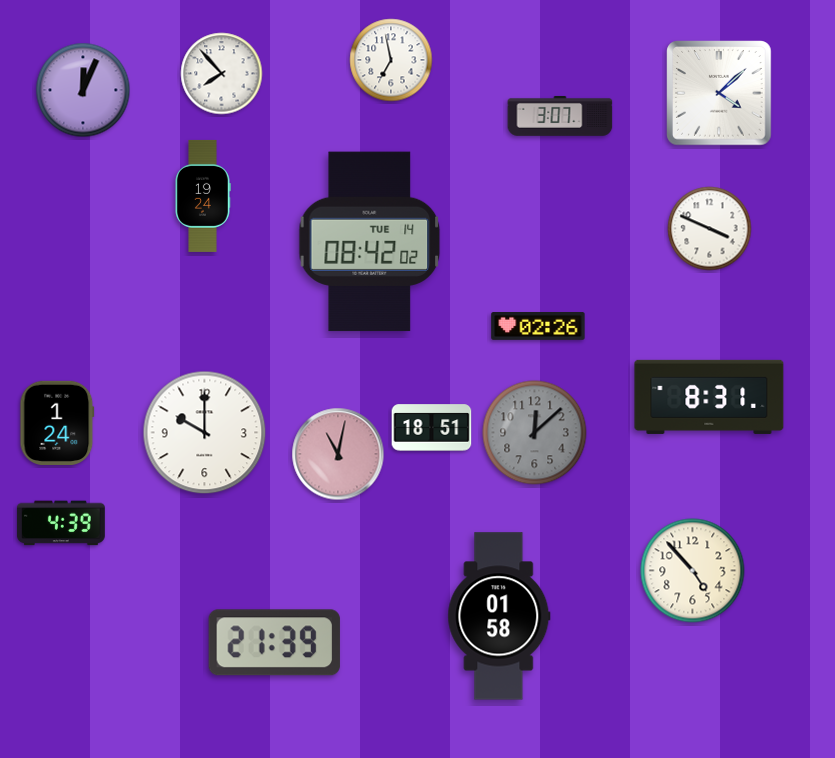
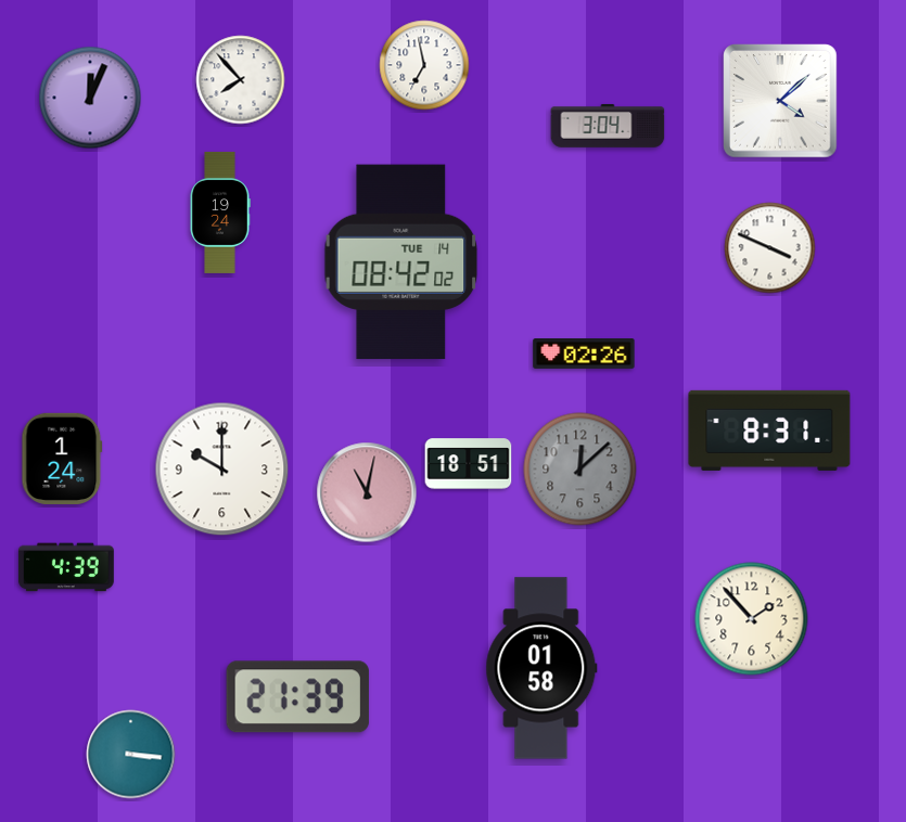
clock at (560, 116): 3:07 -> 3:04
clock at (693, 571): 4:53 -> 1:53
clock at (131, 755): none -> 3:16
